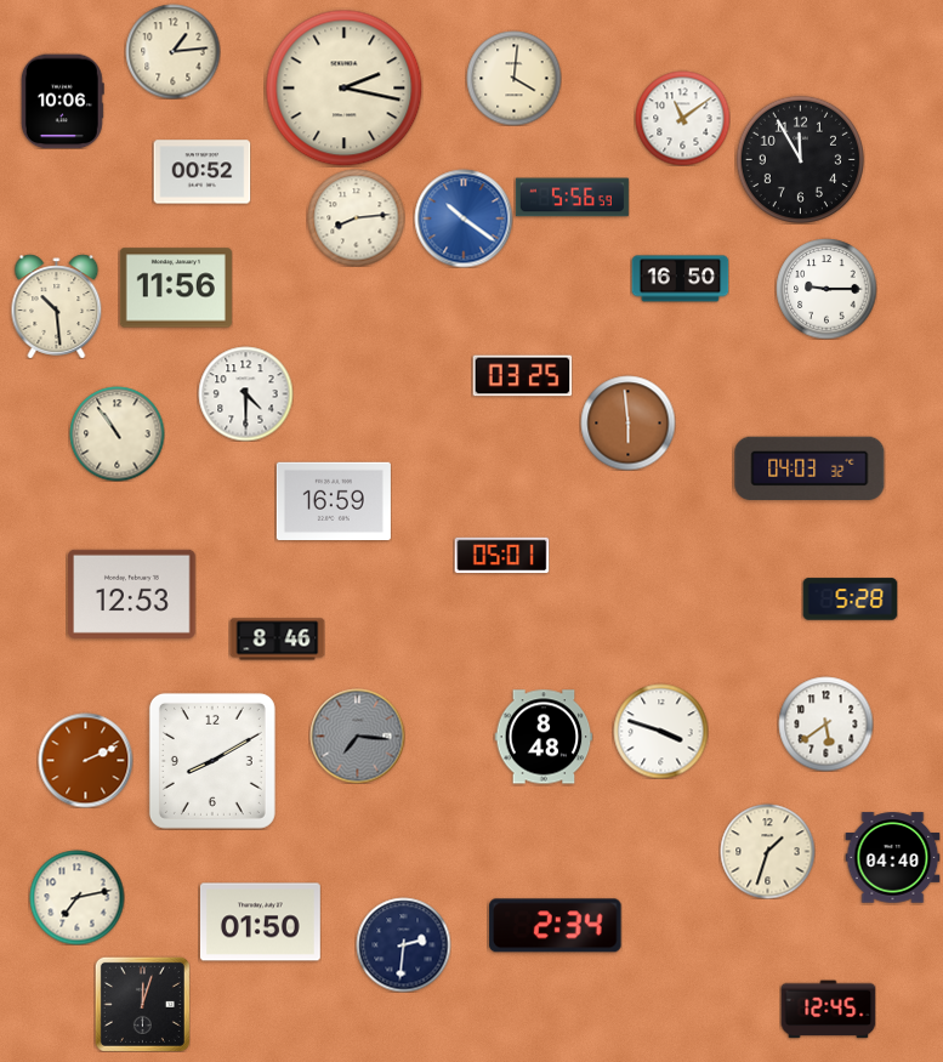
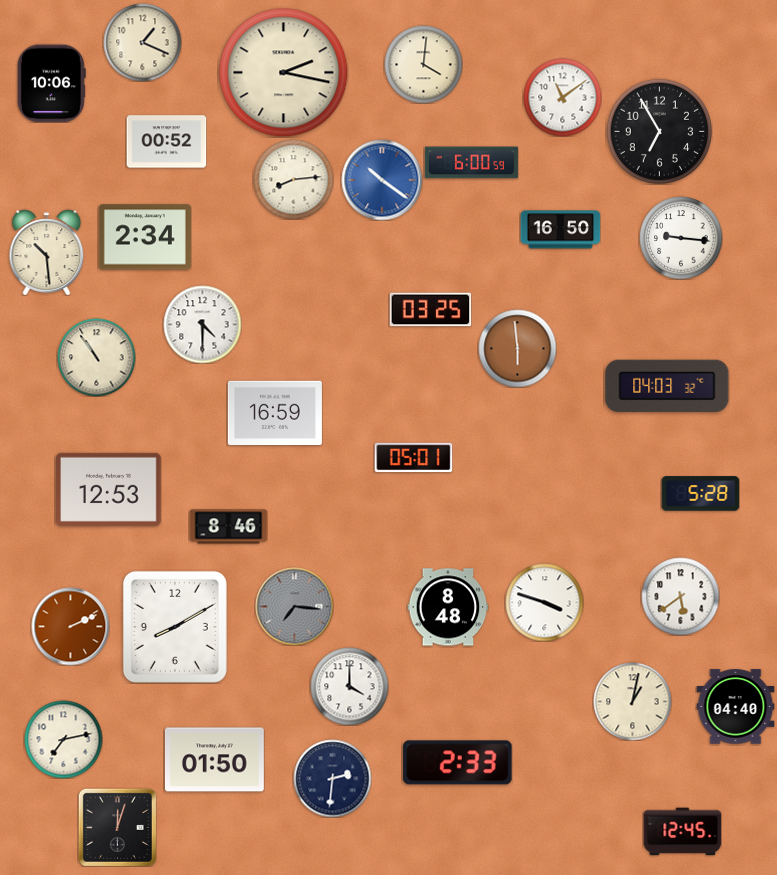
clock at (172, 51): 1:14 -> 1:19
clock at (800, 159): 11:55 -> 6:55
clock at (572, 198): 5:56 -> 6:00
clock at (176, 288): 11:56 -> 2:34
clock at (826, 289): 9:15 -> 9:16
clock at (349, 686): none -> 4:00
clock at (767, 851): 1:33 -> 1:02
clock at (556, 926): 2:34 -> 2:33
